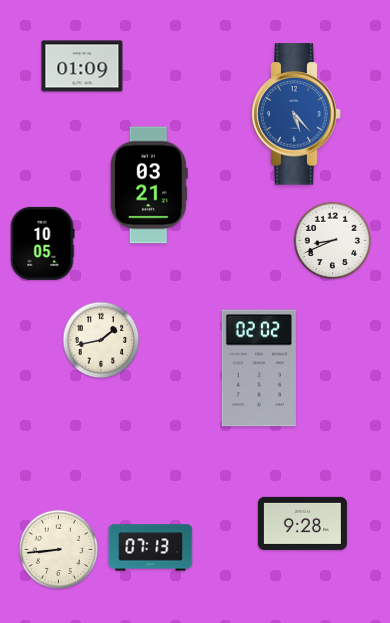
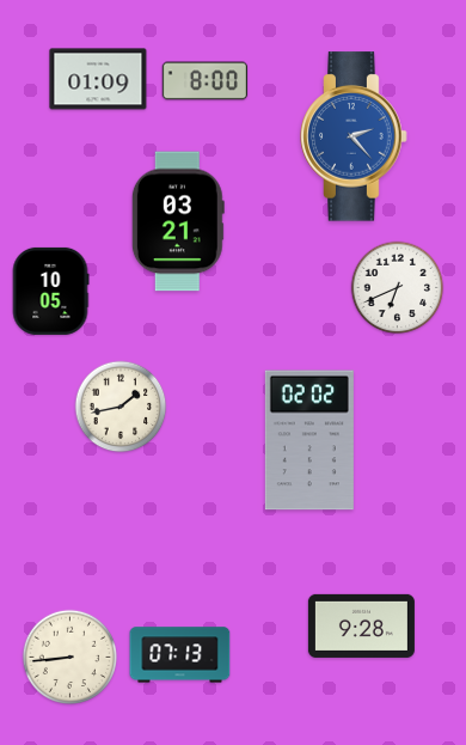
clock at (206, 81): none -> 8:00
clock at (296, 114): 5:23 -> 2:23
clock at (333, 241): 8:41 -> 6:41
